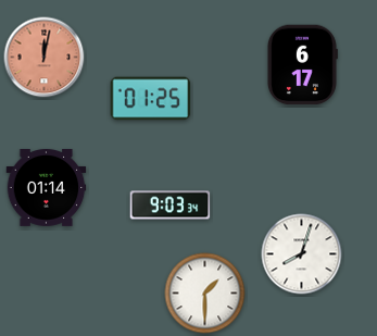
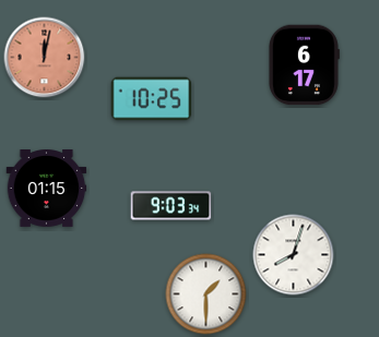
clock at (151, 99): 01:25 -> 10:25
clock at (47, 188): 01:14 -> 01:15
clock at (302, 254) position: (302, 254) -> (294, 255)
